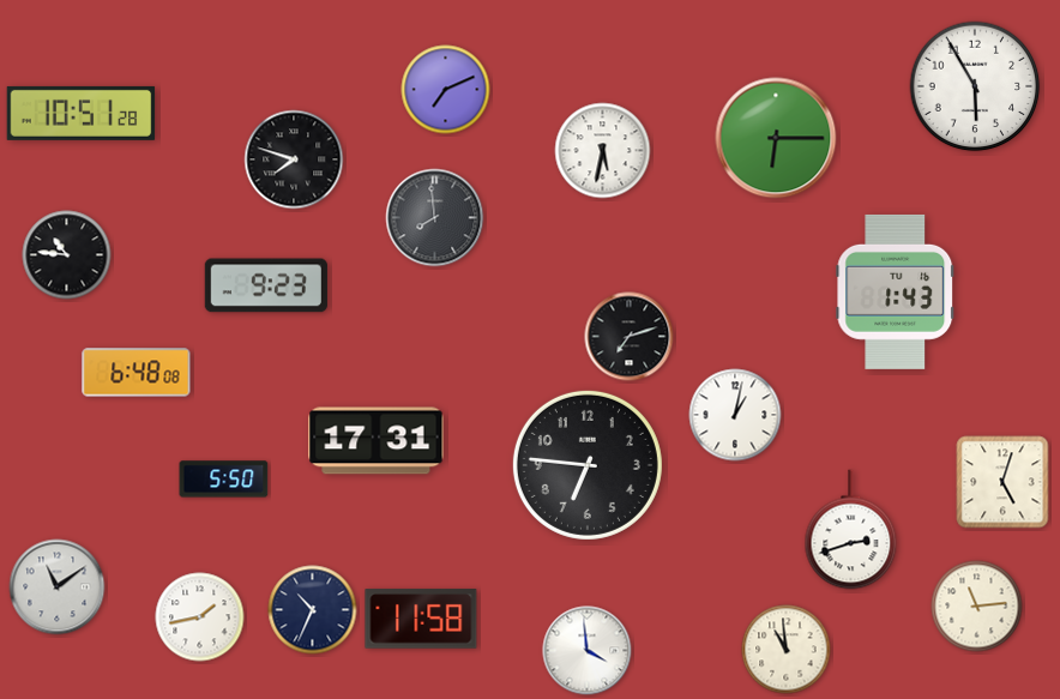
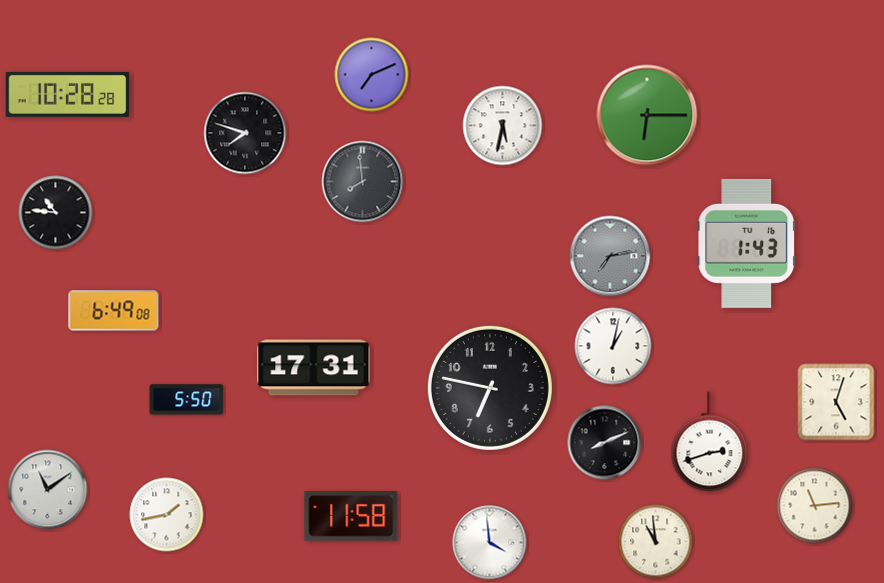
clock at (975, 86): 5:55 -> none
clock at (82, 113): 10:51 -> 10:28
clock at (266, 285): 9:23 -> none
clock at (610, 256): none -> 7:13
clock at (630, 337): 7:12 -> none
clock at (137, 373): 6:48 -> 6:49
clock at (588, 465): 6:46 -> 6:47
clock at (605, 443): none -> 8:11
clock at (313, 610): 10:34 -> none
